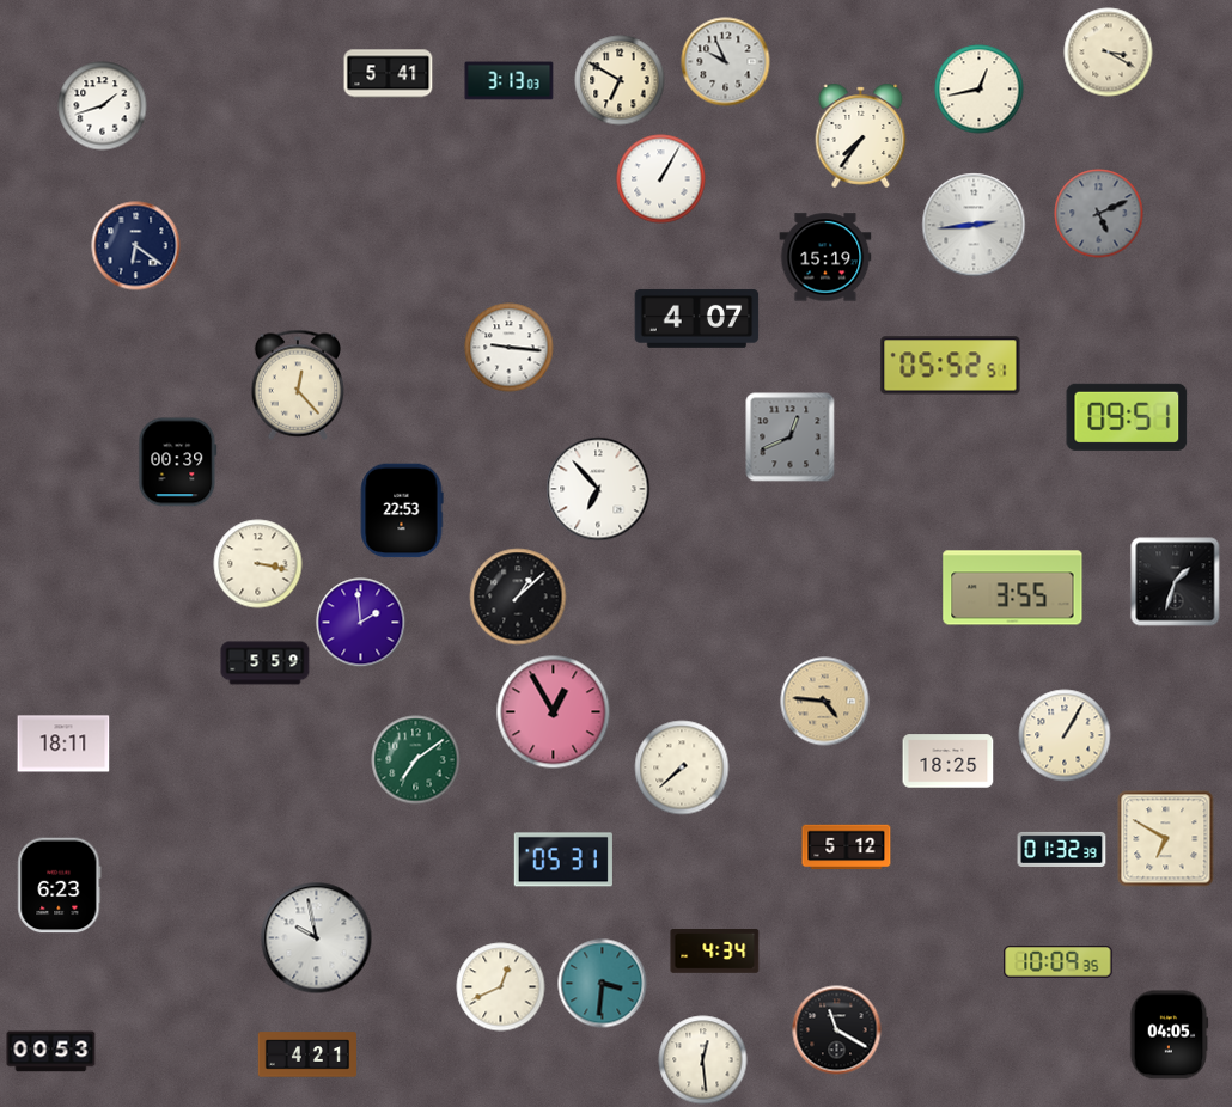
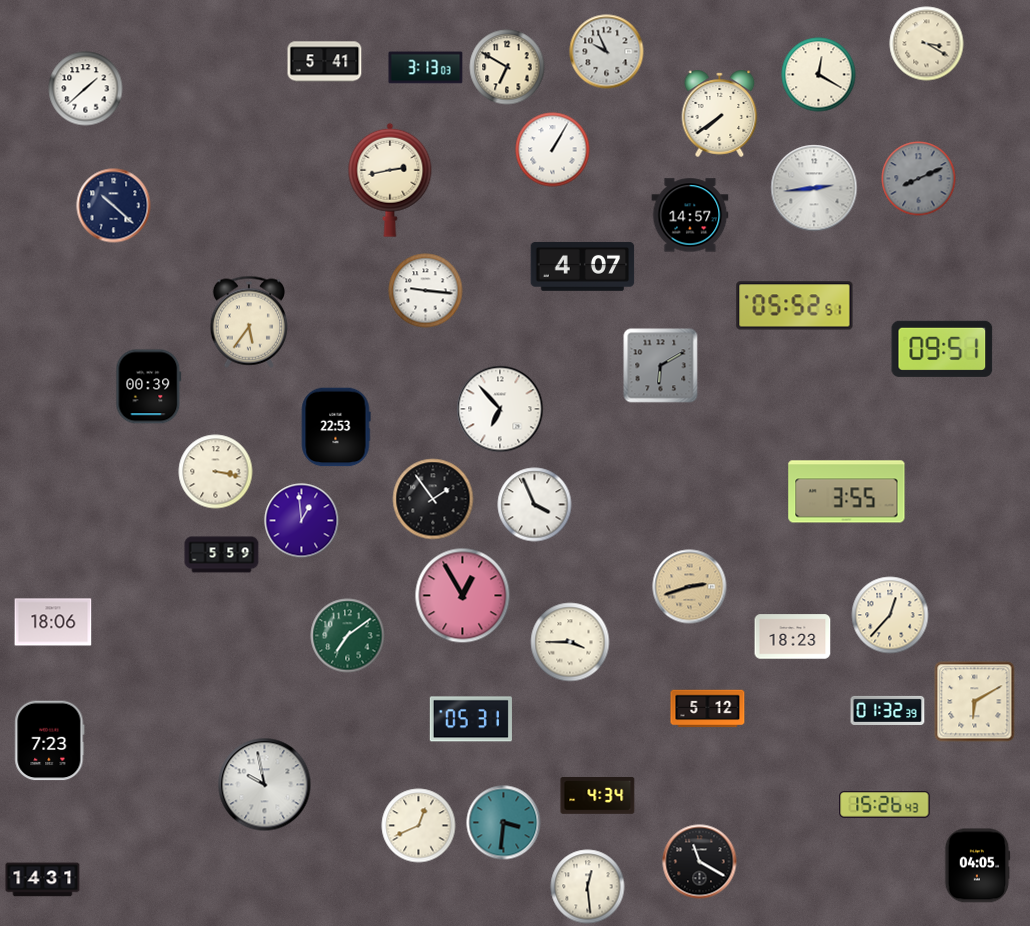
clock at (620, 80) position: (620, 80) -> (507, 67)
clock at (980, 90): 12:43 -> 12:20
clock at (103, 106): 1:42 -> 1:38
clock at (861, 135): 7:36 -> 7:39
clock at (1099, 214): 5:11 -> 8:11
clock at (390, 180): none -> 2:43
clock at (136, 246): 6:21 -> 10:22
clock at (825, 257): 15:19 -> 14:57
clock at (298, 385): 12:23 -> 5:36
clock at (791, 438): 12:41 -> 6:10
clock at (1176, 582): 1:33 -> none
clock at (518, 597): 1:08 -> 1:54
clock at (535, 505): none -> 3:56
clock at (361, 623): 1:59 -> 12:59
clock at (825, 702): 4:46 -> 2:42
clock at (1065, 735): 1:05 -> 12:37
clock at (63, 744): 18:11 -> 18:06
clock at (949, 762): 18:25 -> 18:23
clock at (682, 767): 7:38 -> 3:45
clock at (1166, 839): 6:50 -> 6:10
clock at (60, 886): 6:23 -> 7:23
clock at (1059, 962): 10:09 -> 15:26
clock at (51, 1052): 00:53 -> 14:31
clock at (306, 1054): 4:21 -> none
